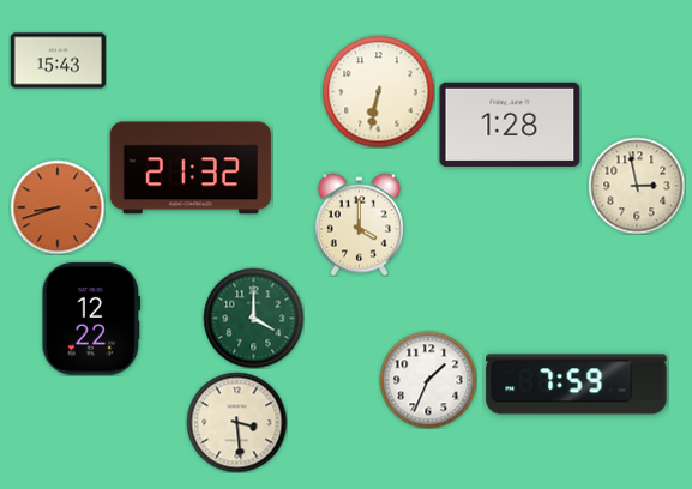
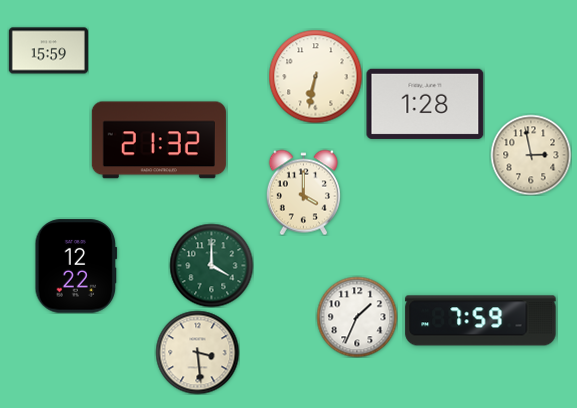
clock at (58, 61): 15:43 -> 15:59
clock at (58, 207): 8:42 -> none
clock at (359, 224) position: (359, 224) -> (303, 192)
